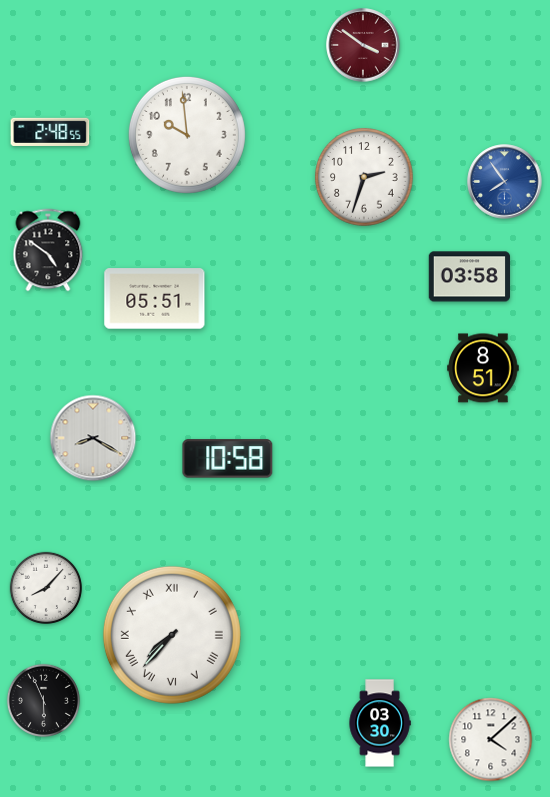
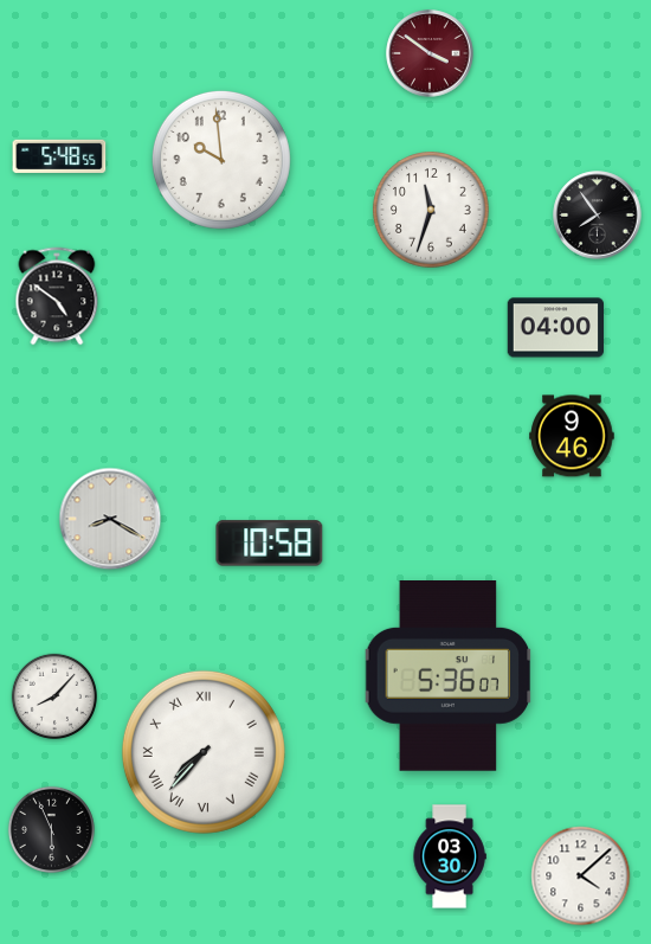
clock at (50, 132): 2:48 -> 5:48
clock at (364, 177): 2:33 -> 11:33
clock at (505, 182) dial: blue -> black
clock at (469, 277): 03:58 -> 04:00
clock at (155, 299): 05:51 -> none
clock at (483, 368): 8:51 -> 9:46
clock at (449, 676): none -> 5:36
